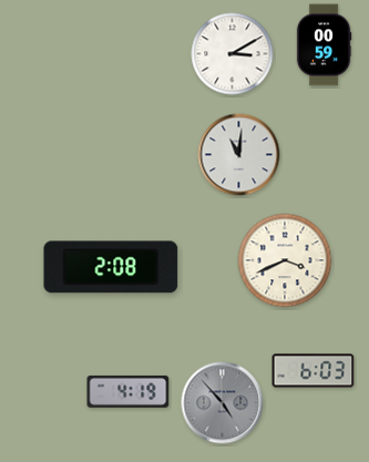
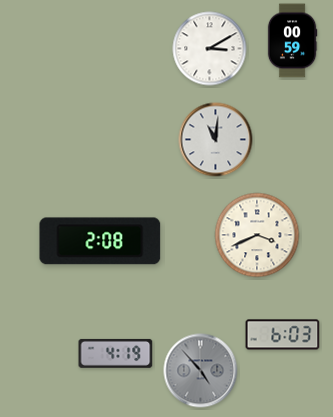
clock at (223, 403) position: (223, 403) -> (201, 371)
